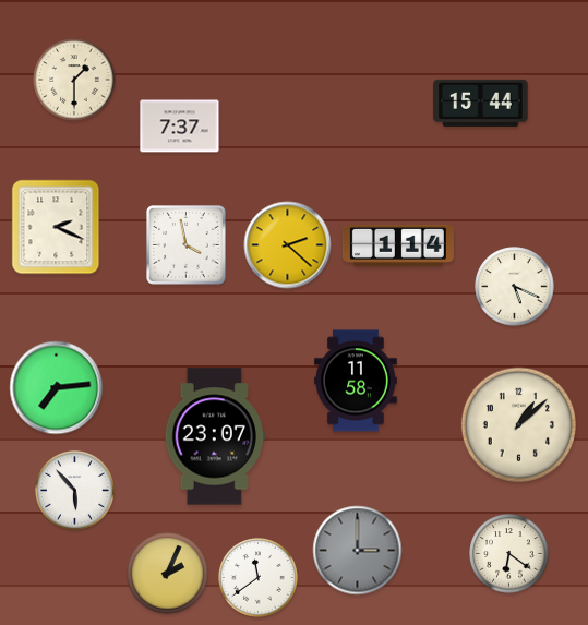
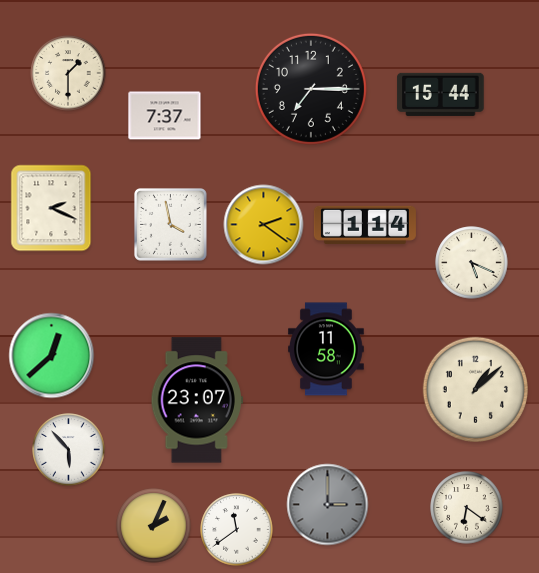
clock at (311, 89): none -> 7:15
clock at (288, 245): 2:22 -> 2:21
clock at (57, 388): 7:14 -> 12:38
